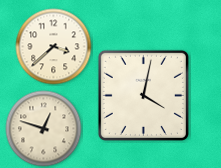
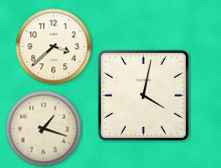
clock at (44, 129): 12:48 -> 1:18
